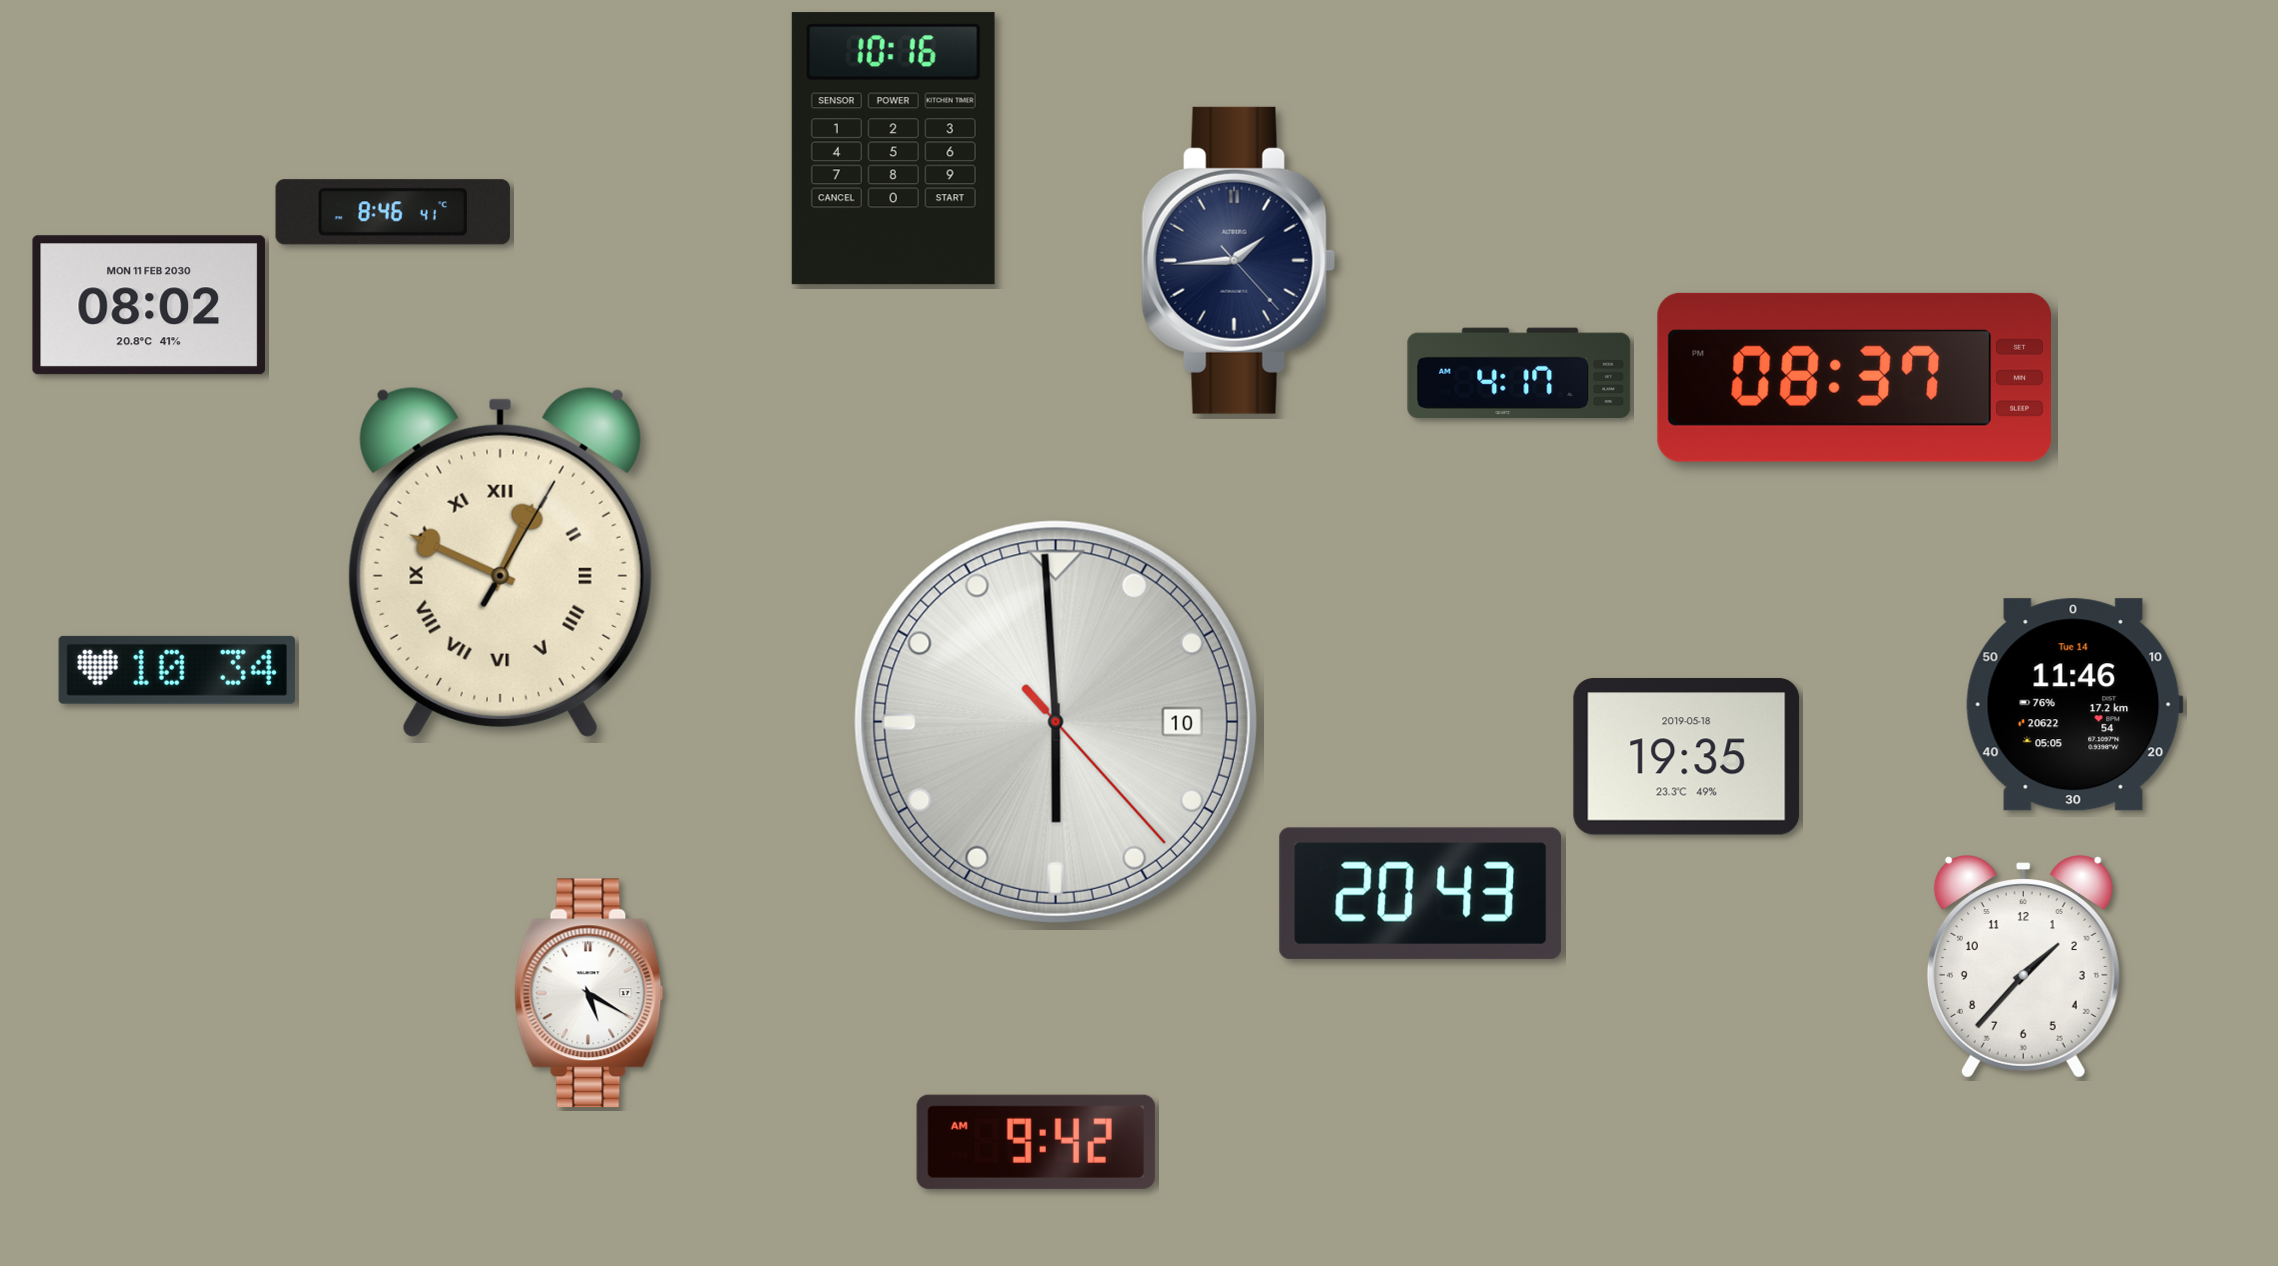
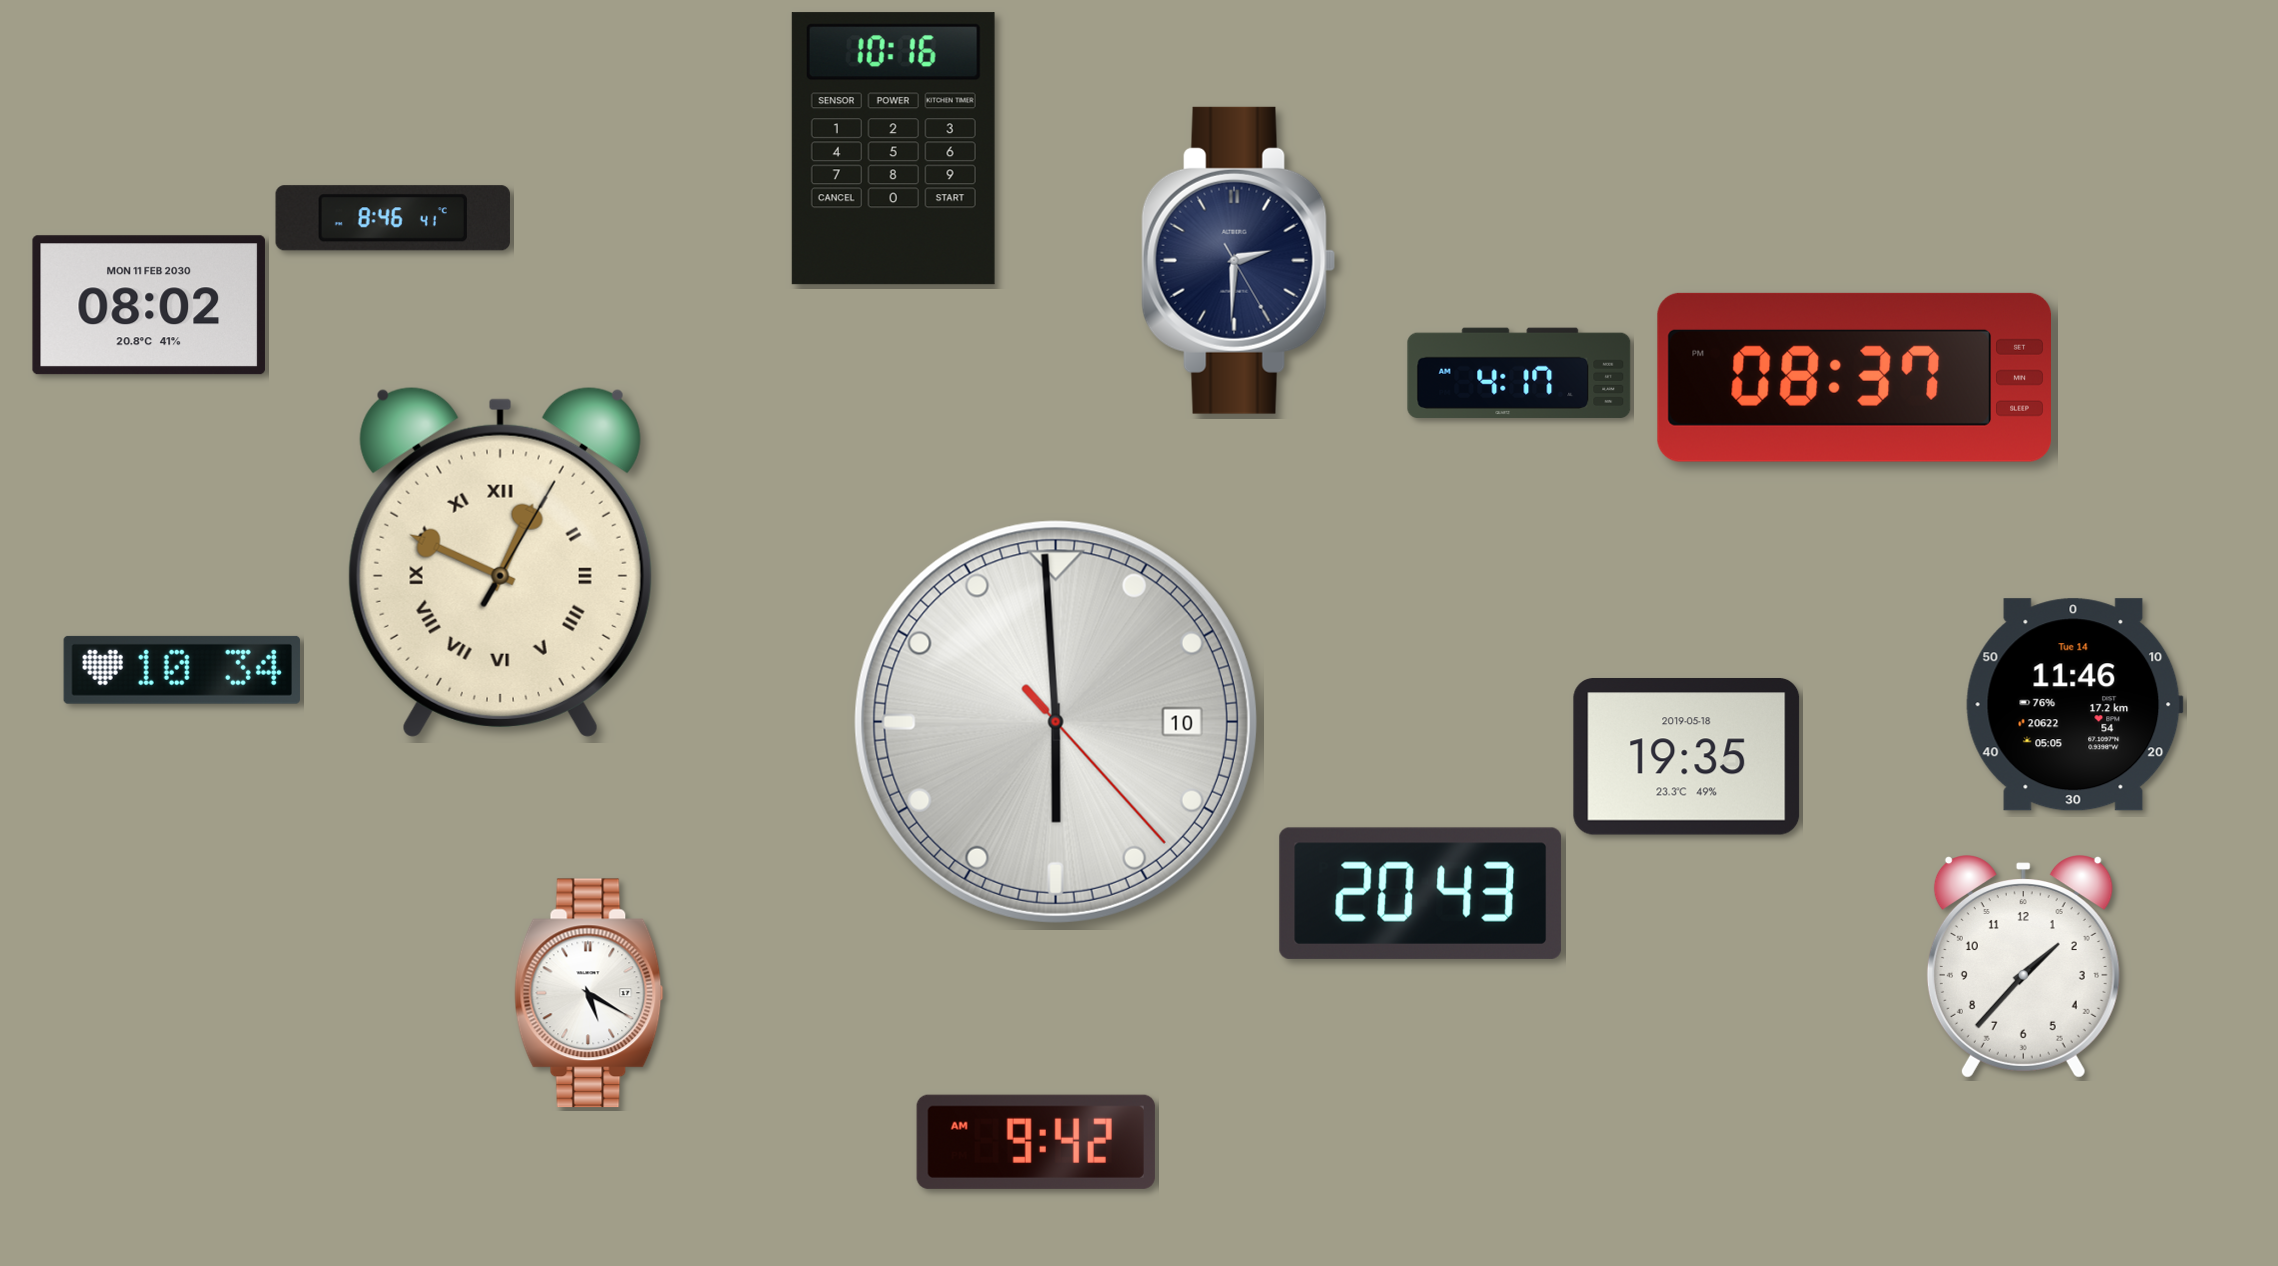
clock at (393, 212) position: (393, 212) -> (393, 218)
clock at (1239, 260): 1:44 -> 2:30
clock at (177, 670) position: (177, 670) -> (182, 670)
